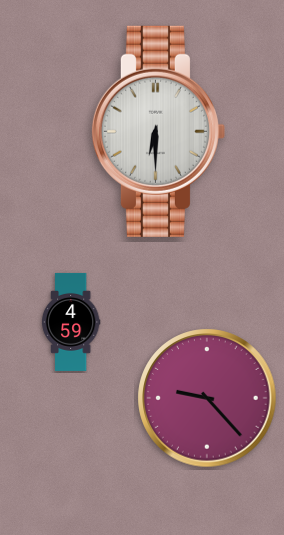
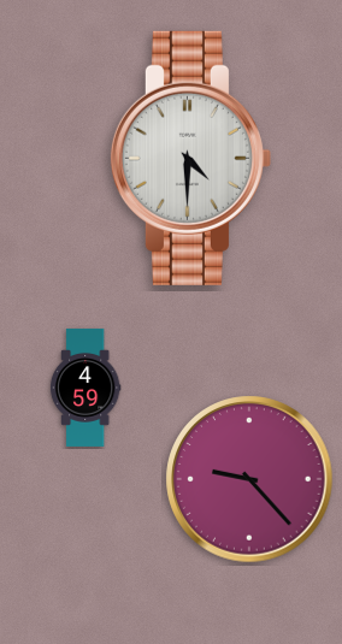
clock at (158, 131): 6:30 -> 4:30
